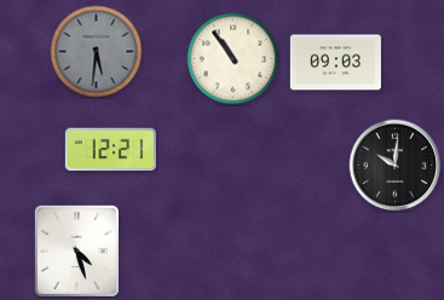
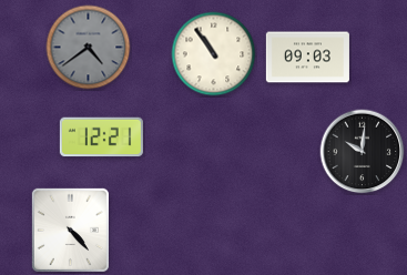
clock at (97, 52): 5:31 -> 4:39
clock at (76, 250): 4:27 -> 4:23
